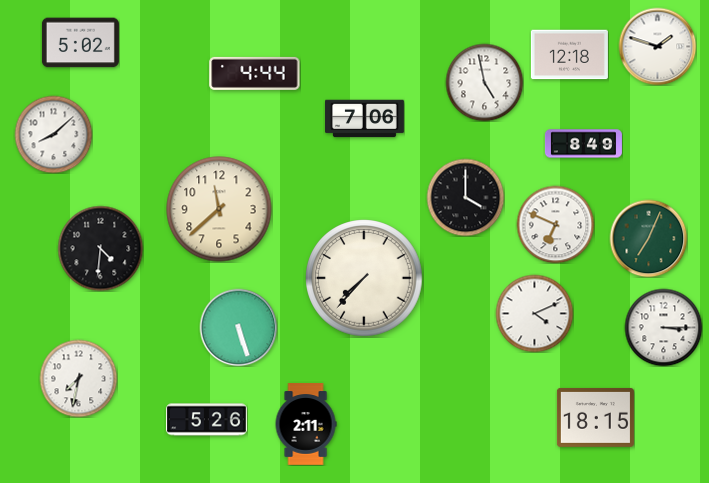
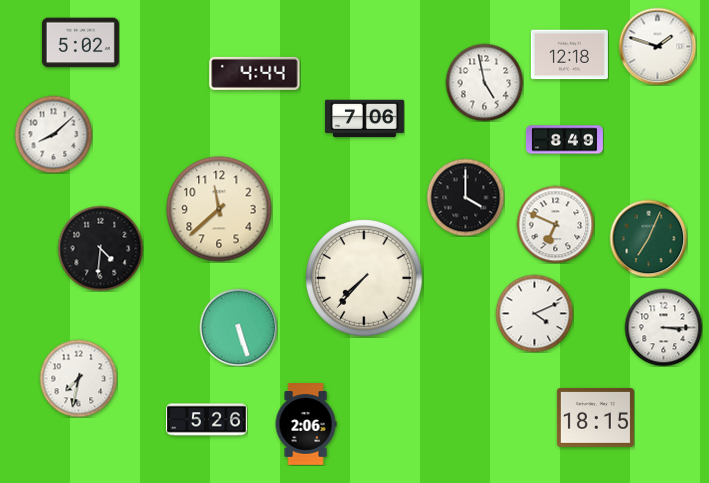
clock at (583, 144) position: (583, 144) -> (564, 140)
clock at (306, 424): 2:11 -> 2:06
